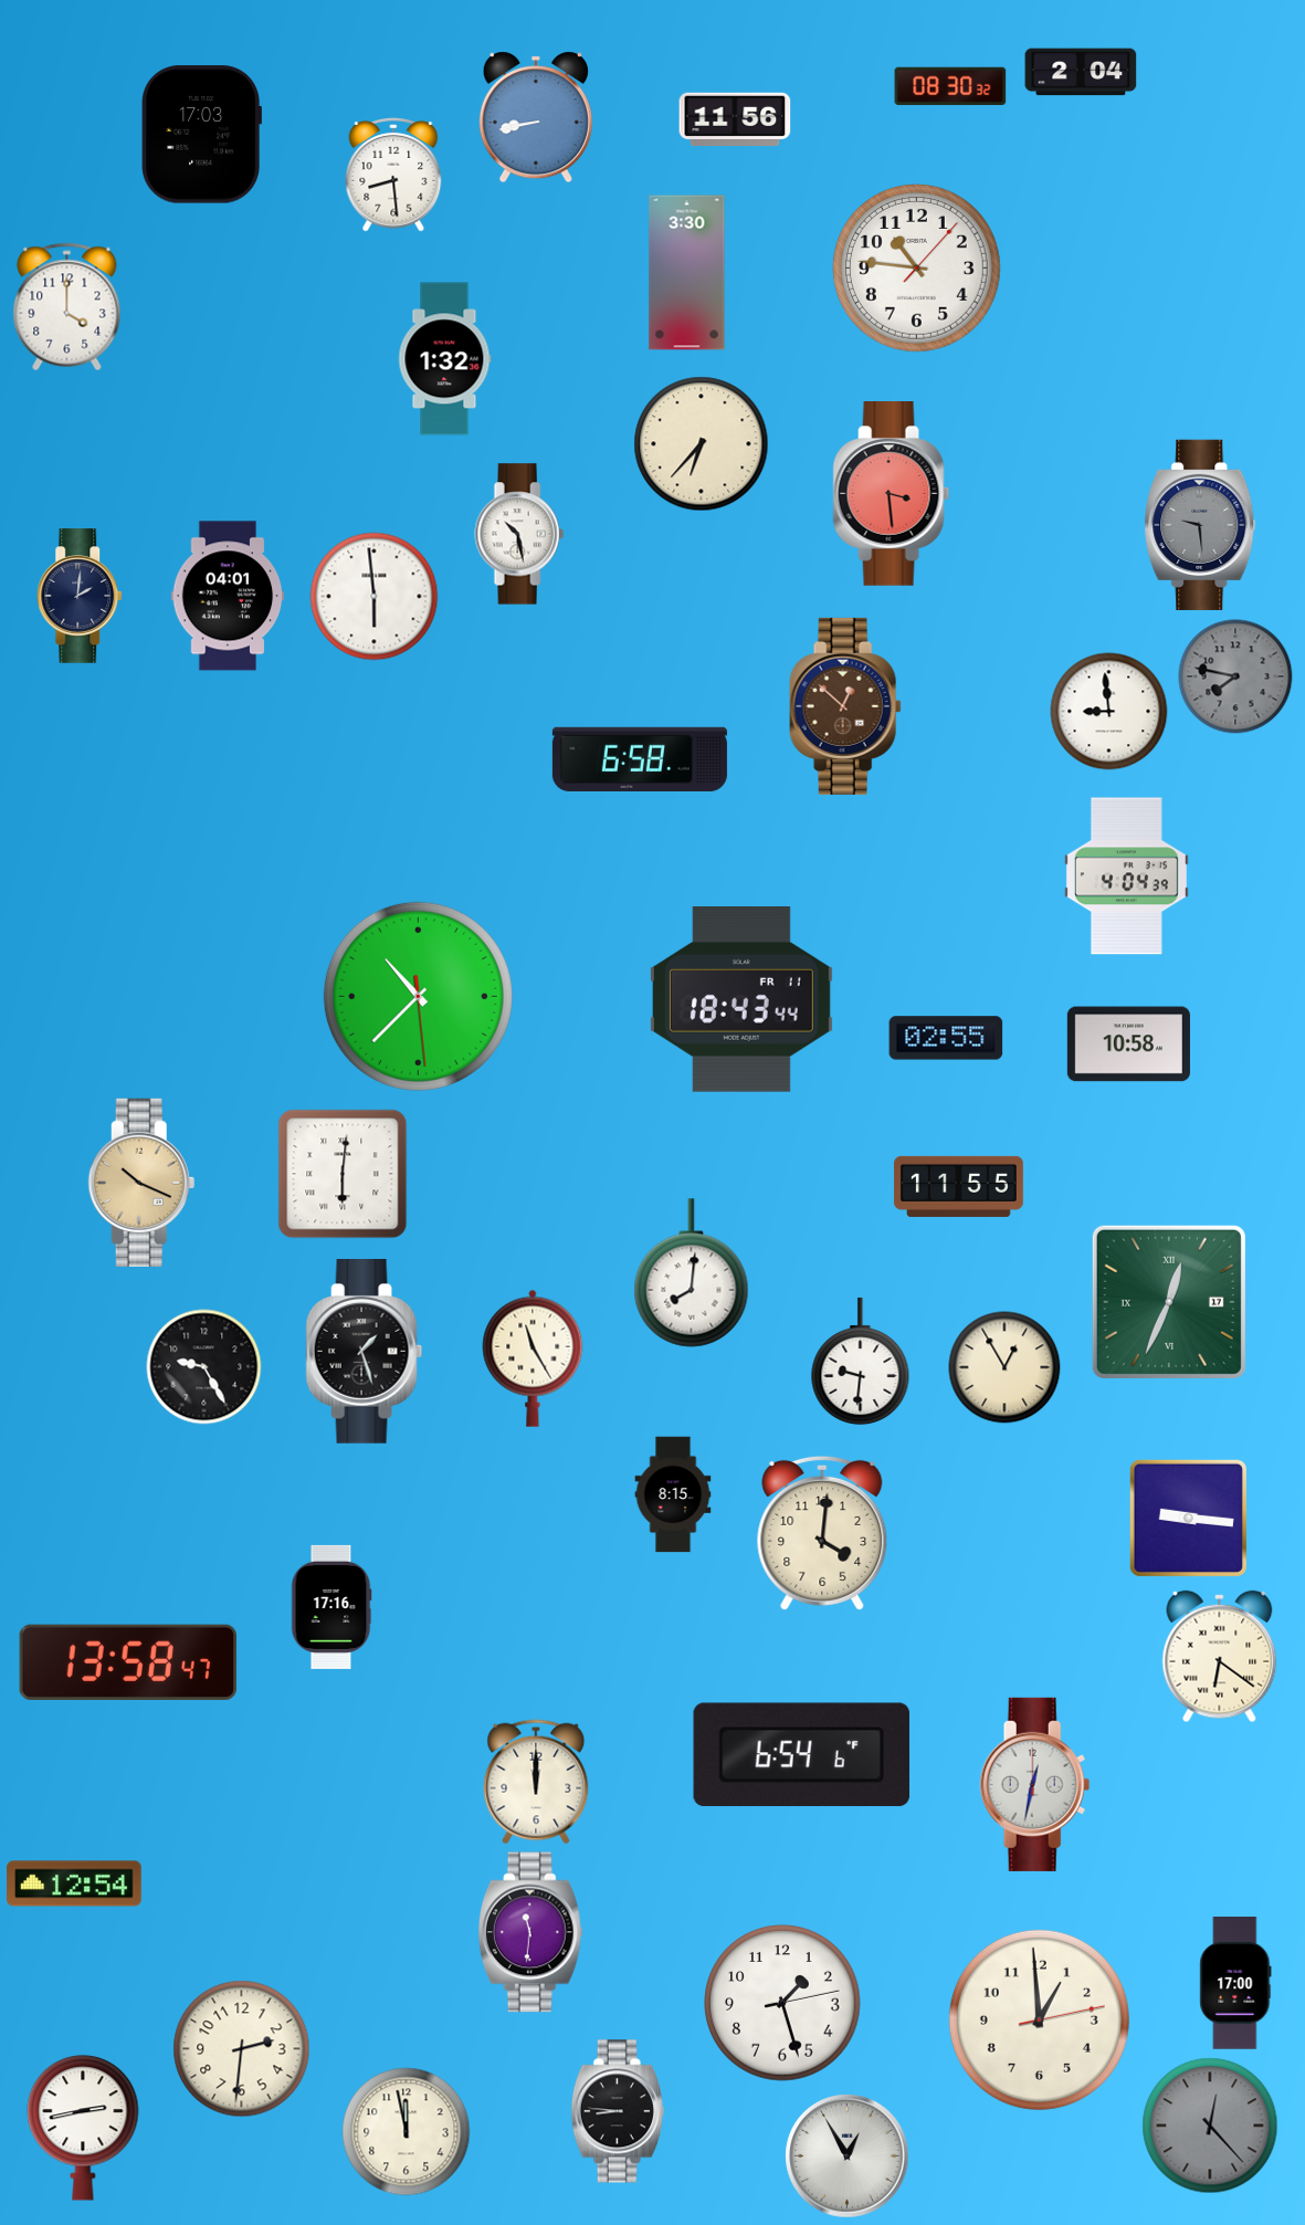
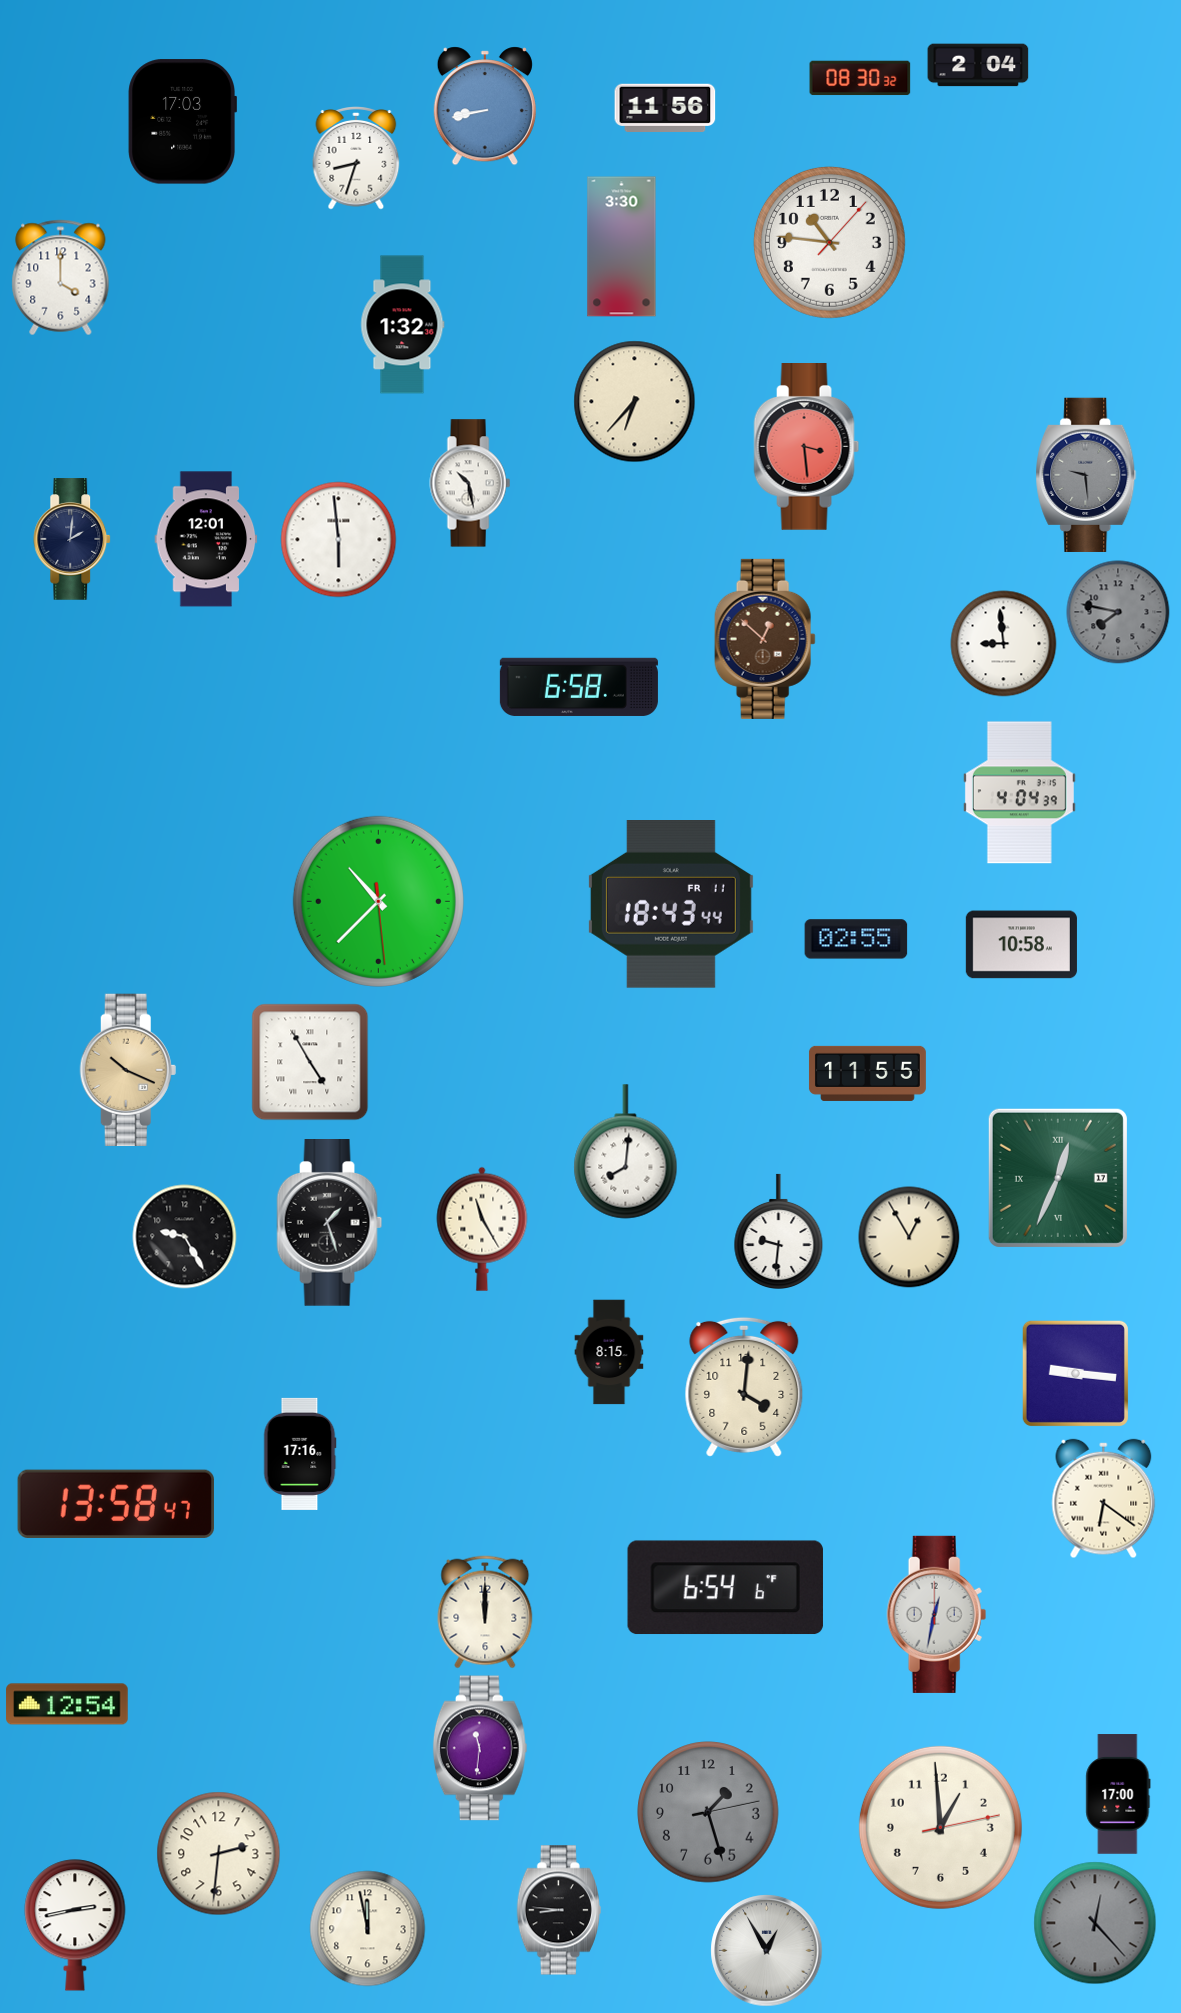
clock at (393, 176): 8:29 -> 8:33
clock at (228, 596): 04:01 -> 12:01
clock at (343, 1174): 6:01 -> 4:55
clock at (782, 2003) dial: white -> grey
